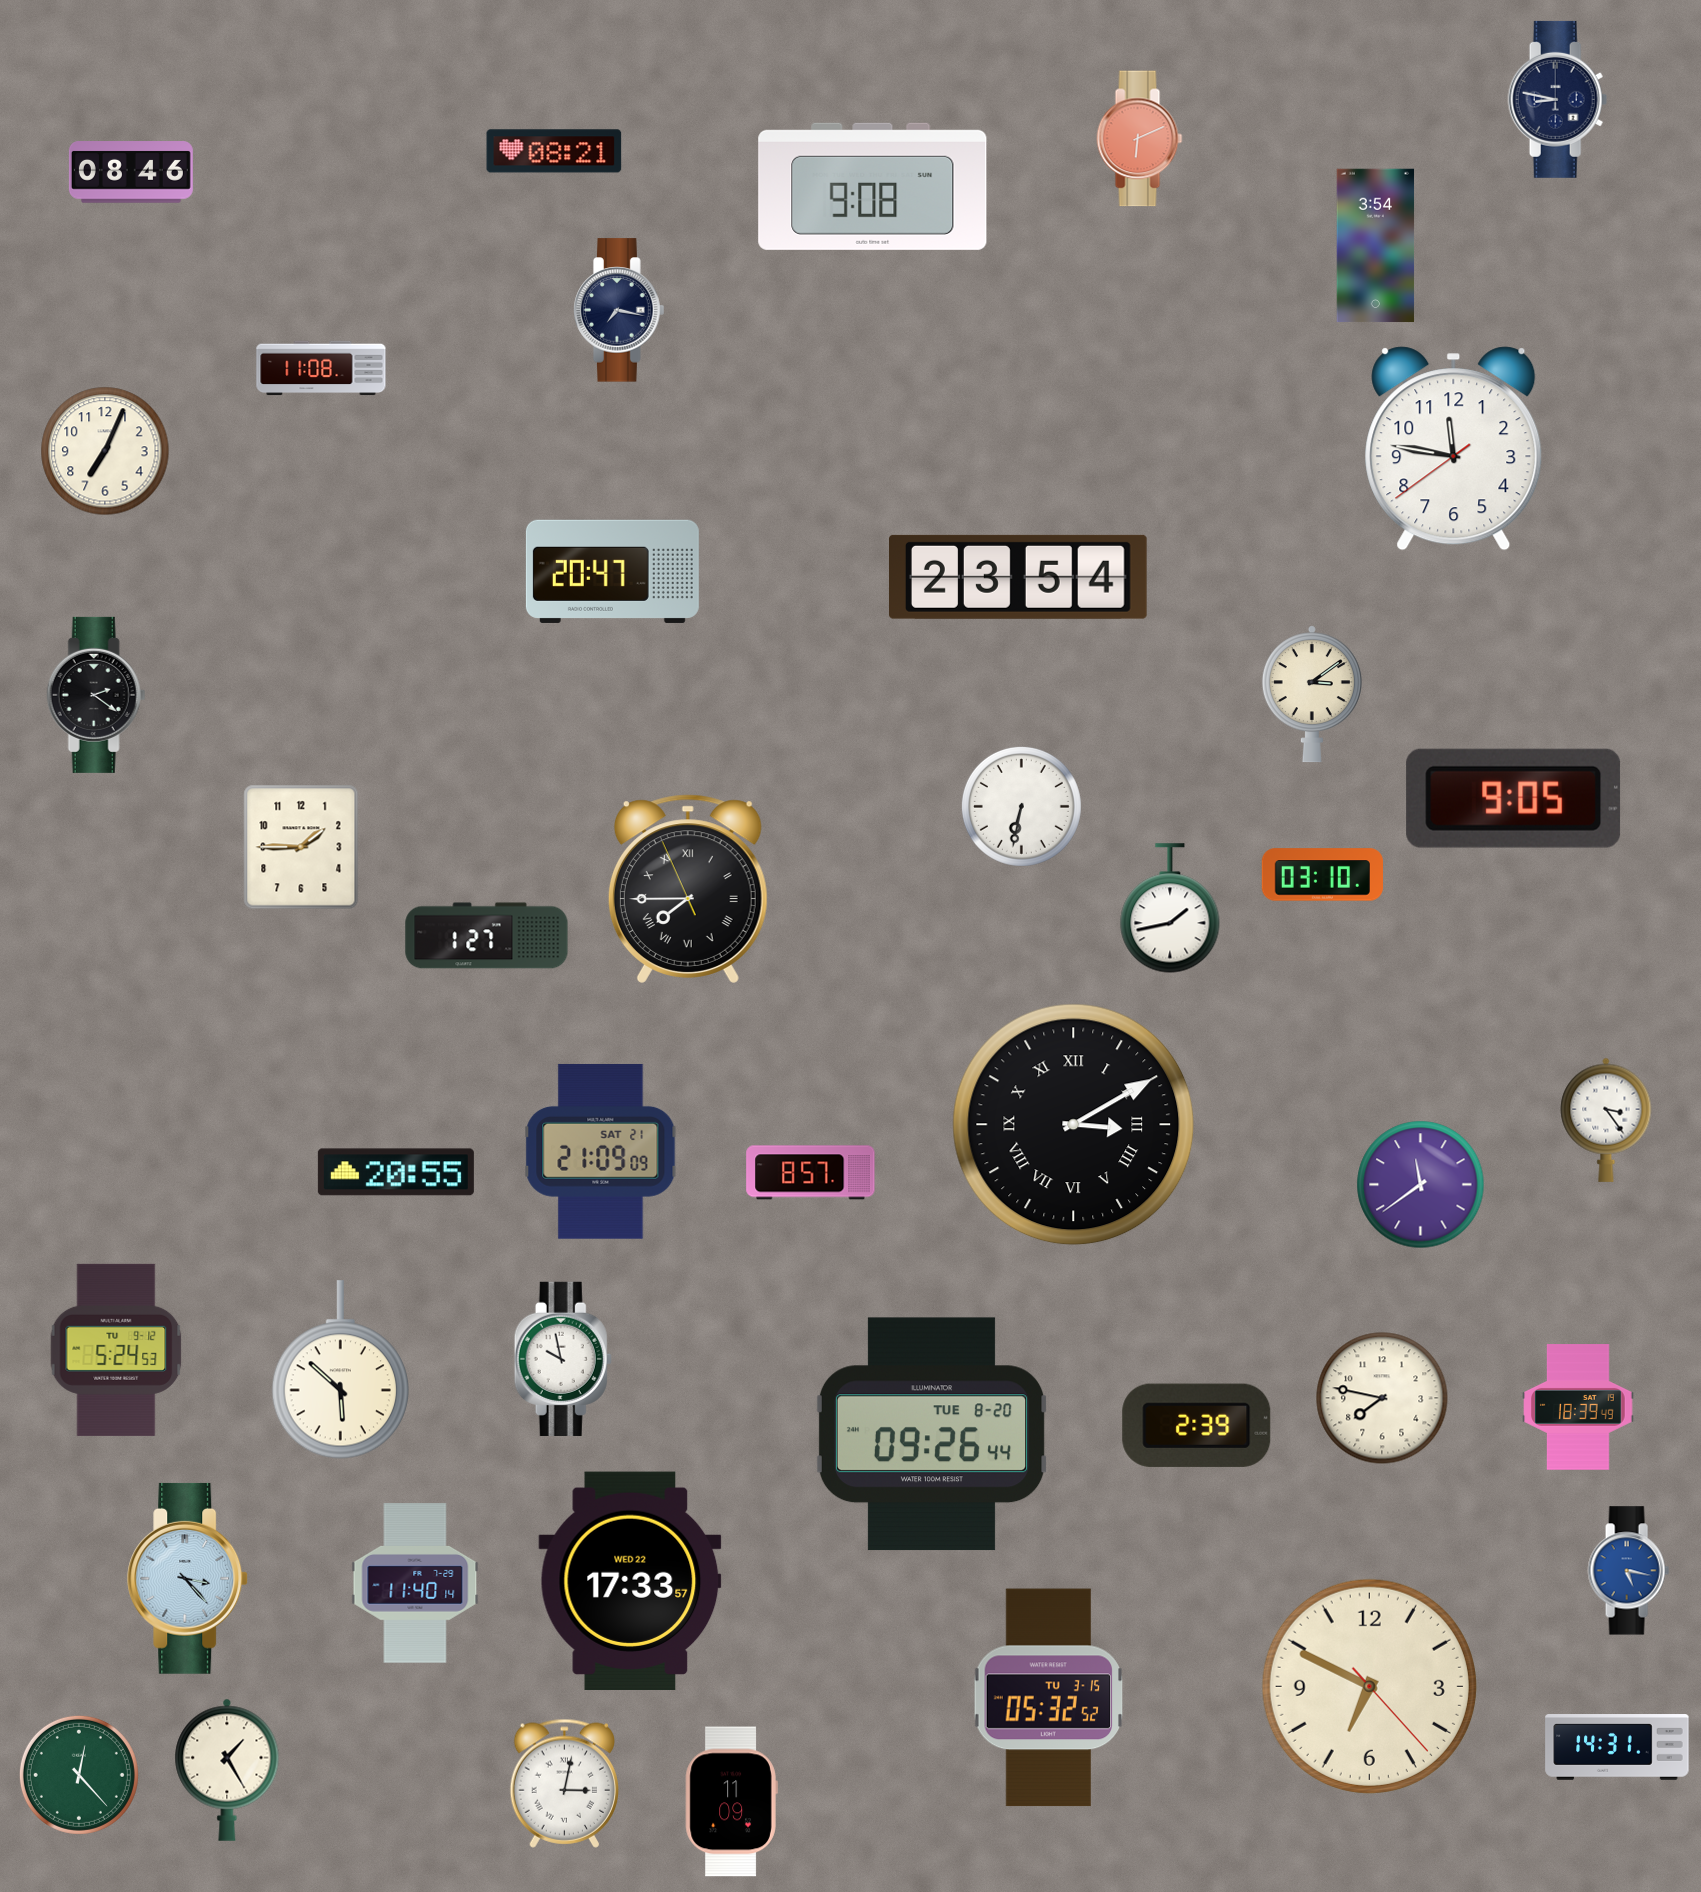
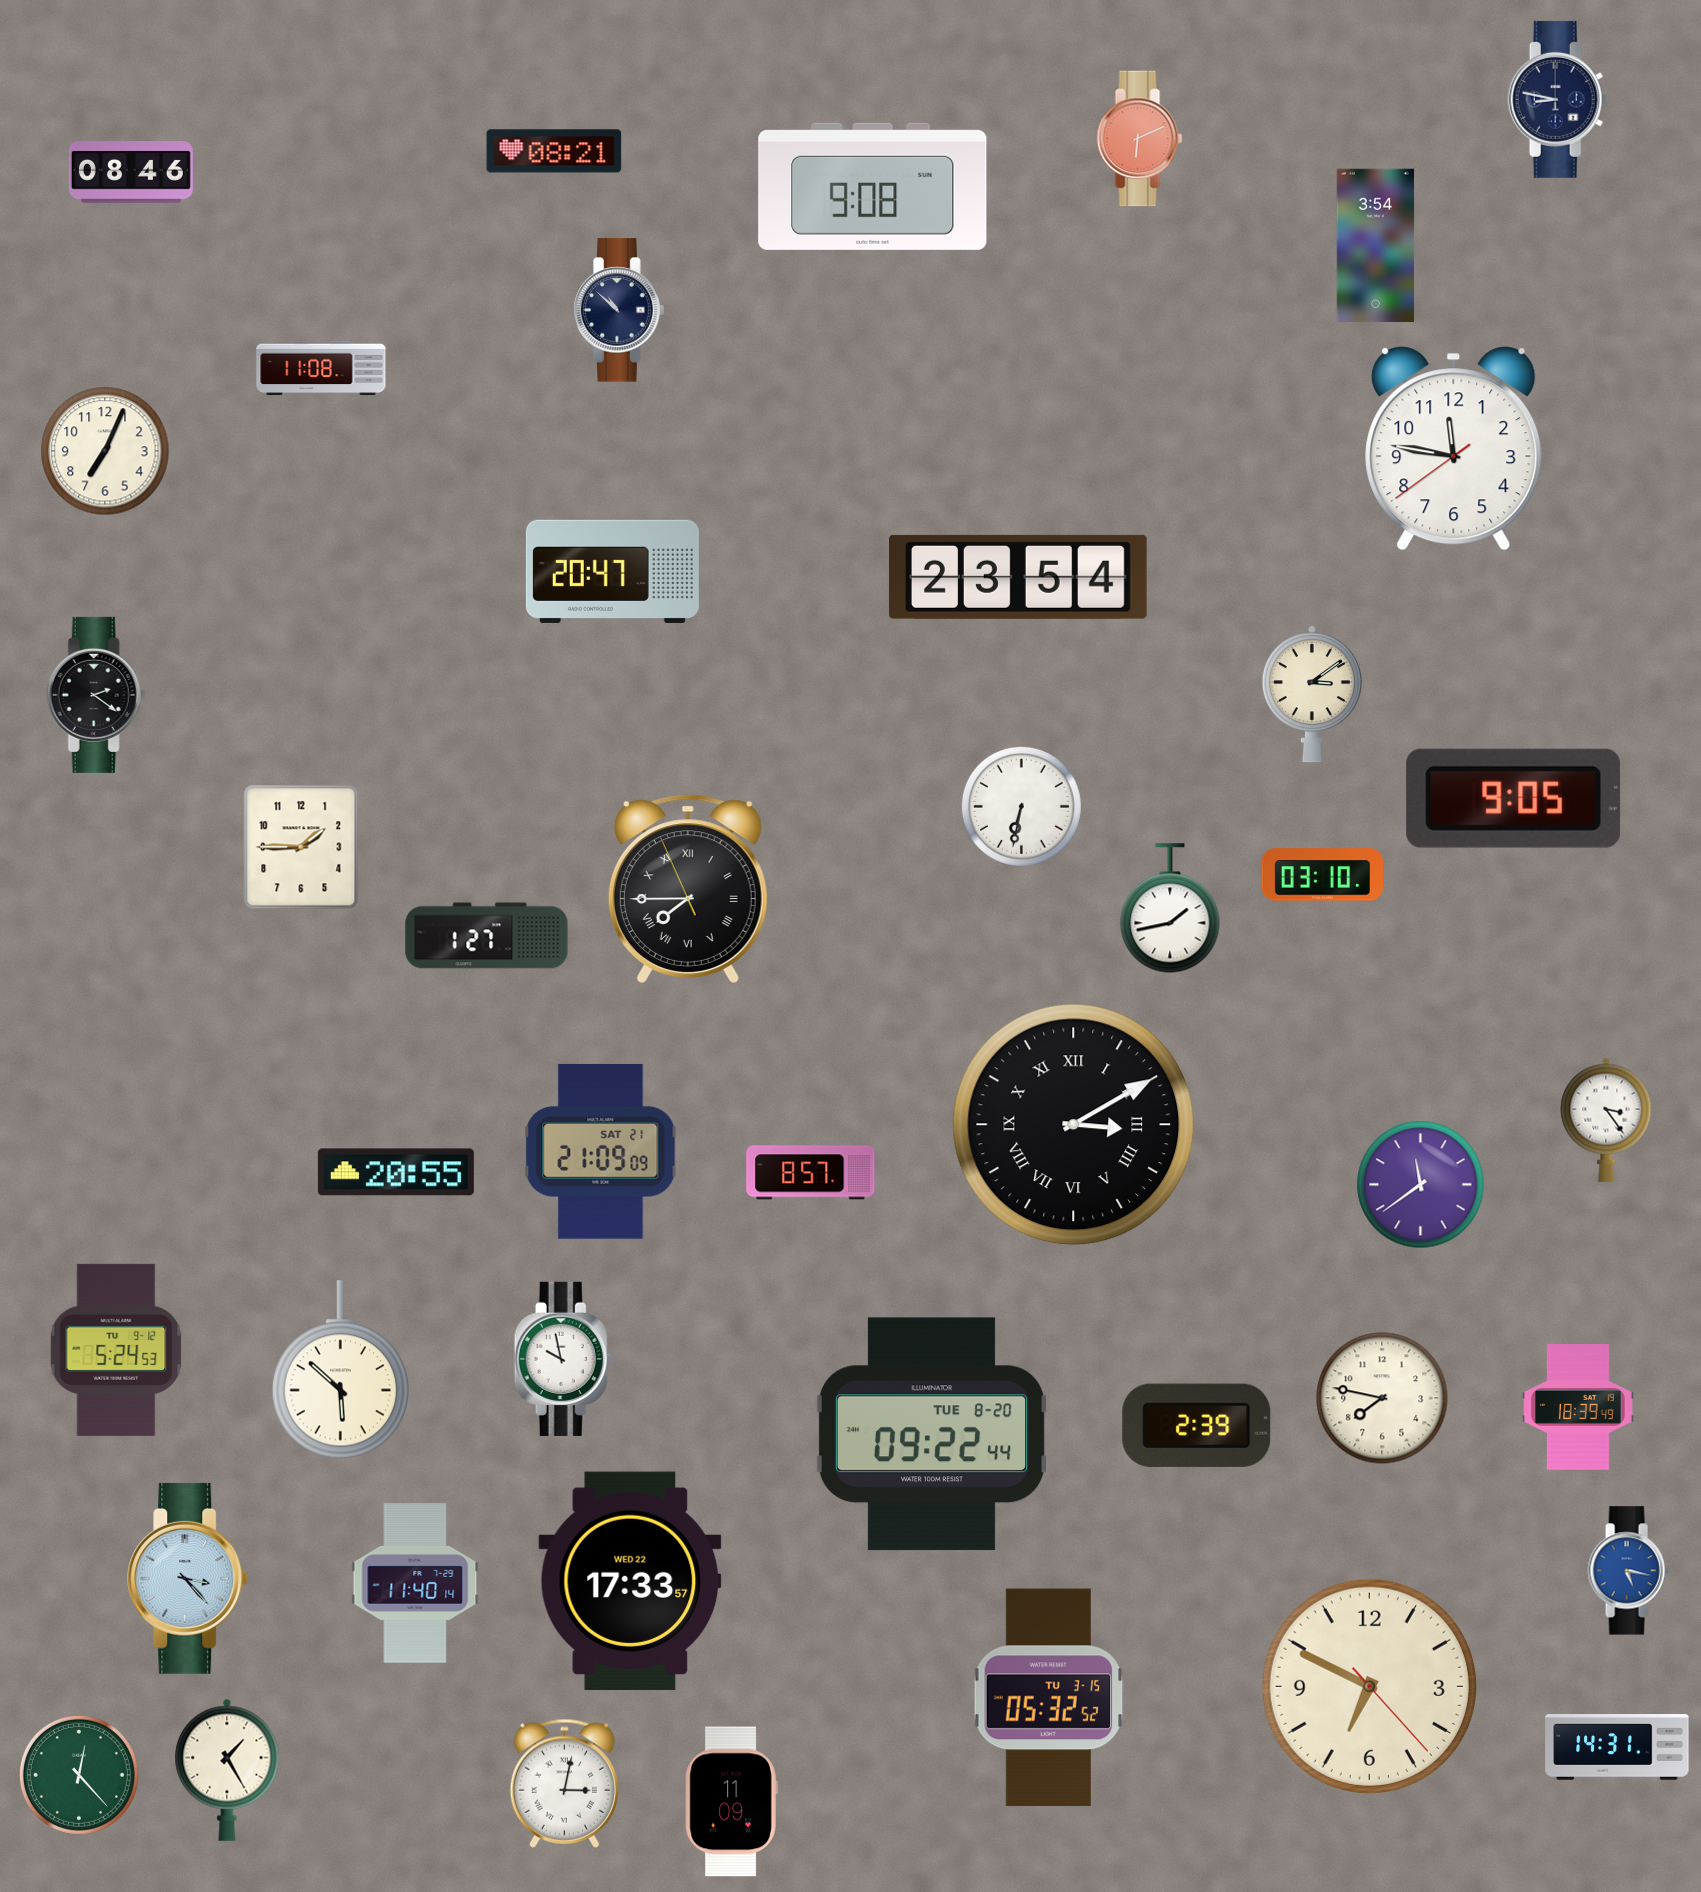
clock at (619, 310): 7:17 -> 10:52
clock at (932, 1434): 09:26 -> 09:22
